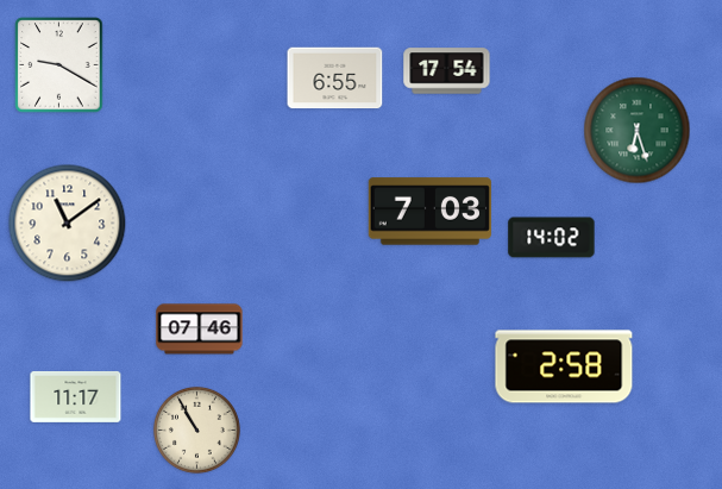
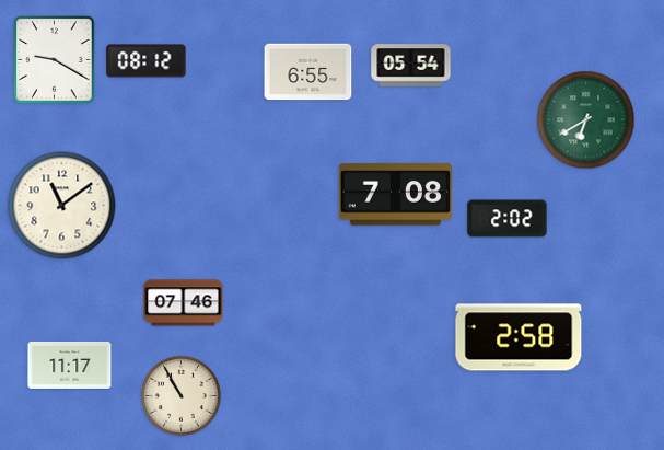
clock at (147, 61): none -> 08:12
clock at (447, 71): 17:54 -> 05:54
clock at (638, 131): 6:27 -> 6:40
clock at (429, 212): 7:03 -> 7:08
clock at (552, 238): 14:02 -> 2:02
